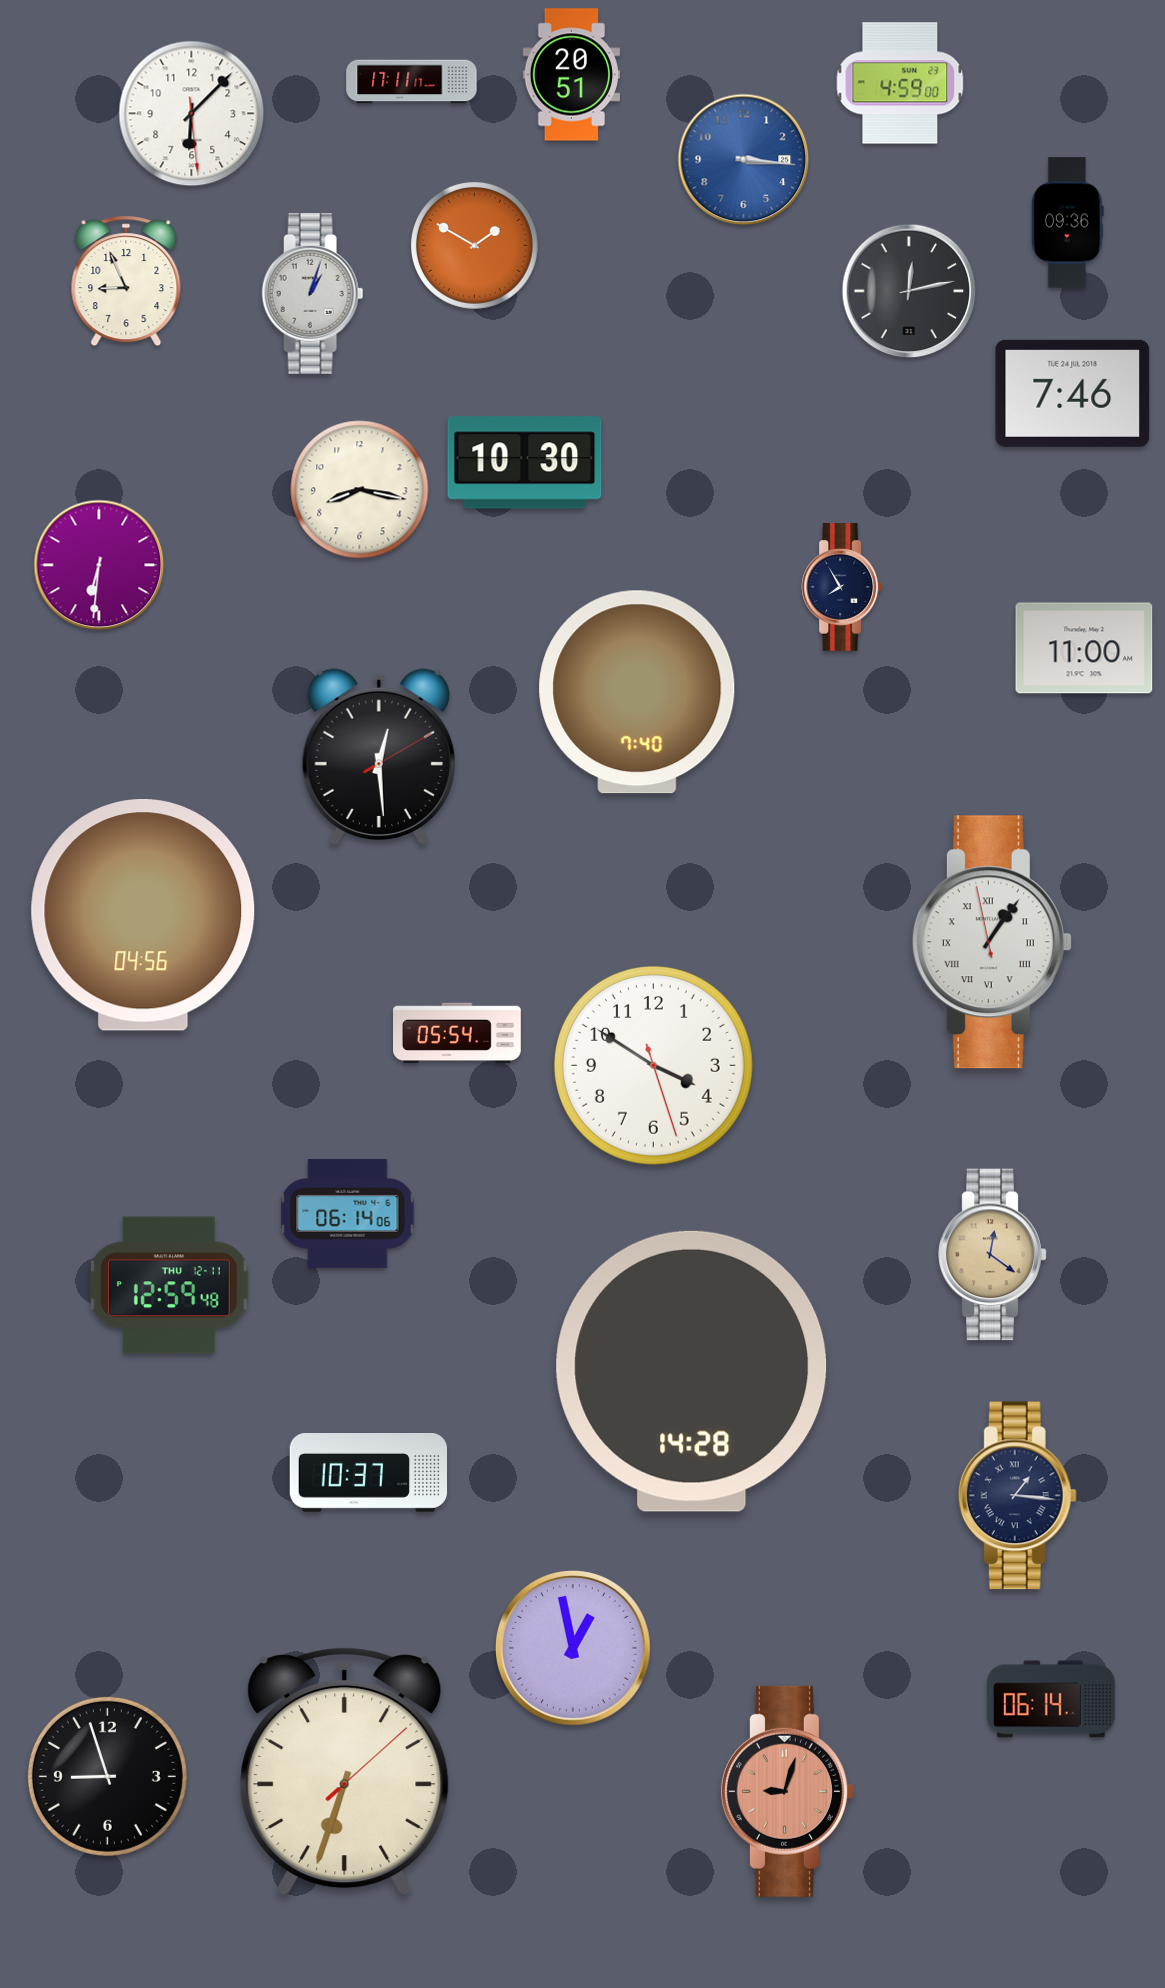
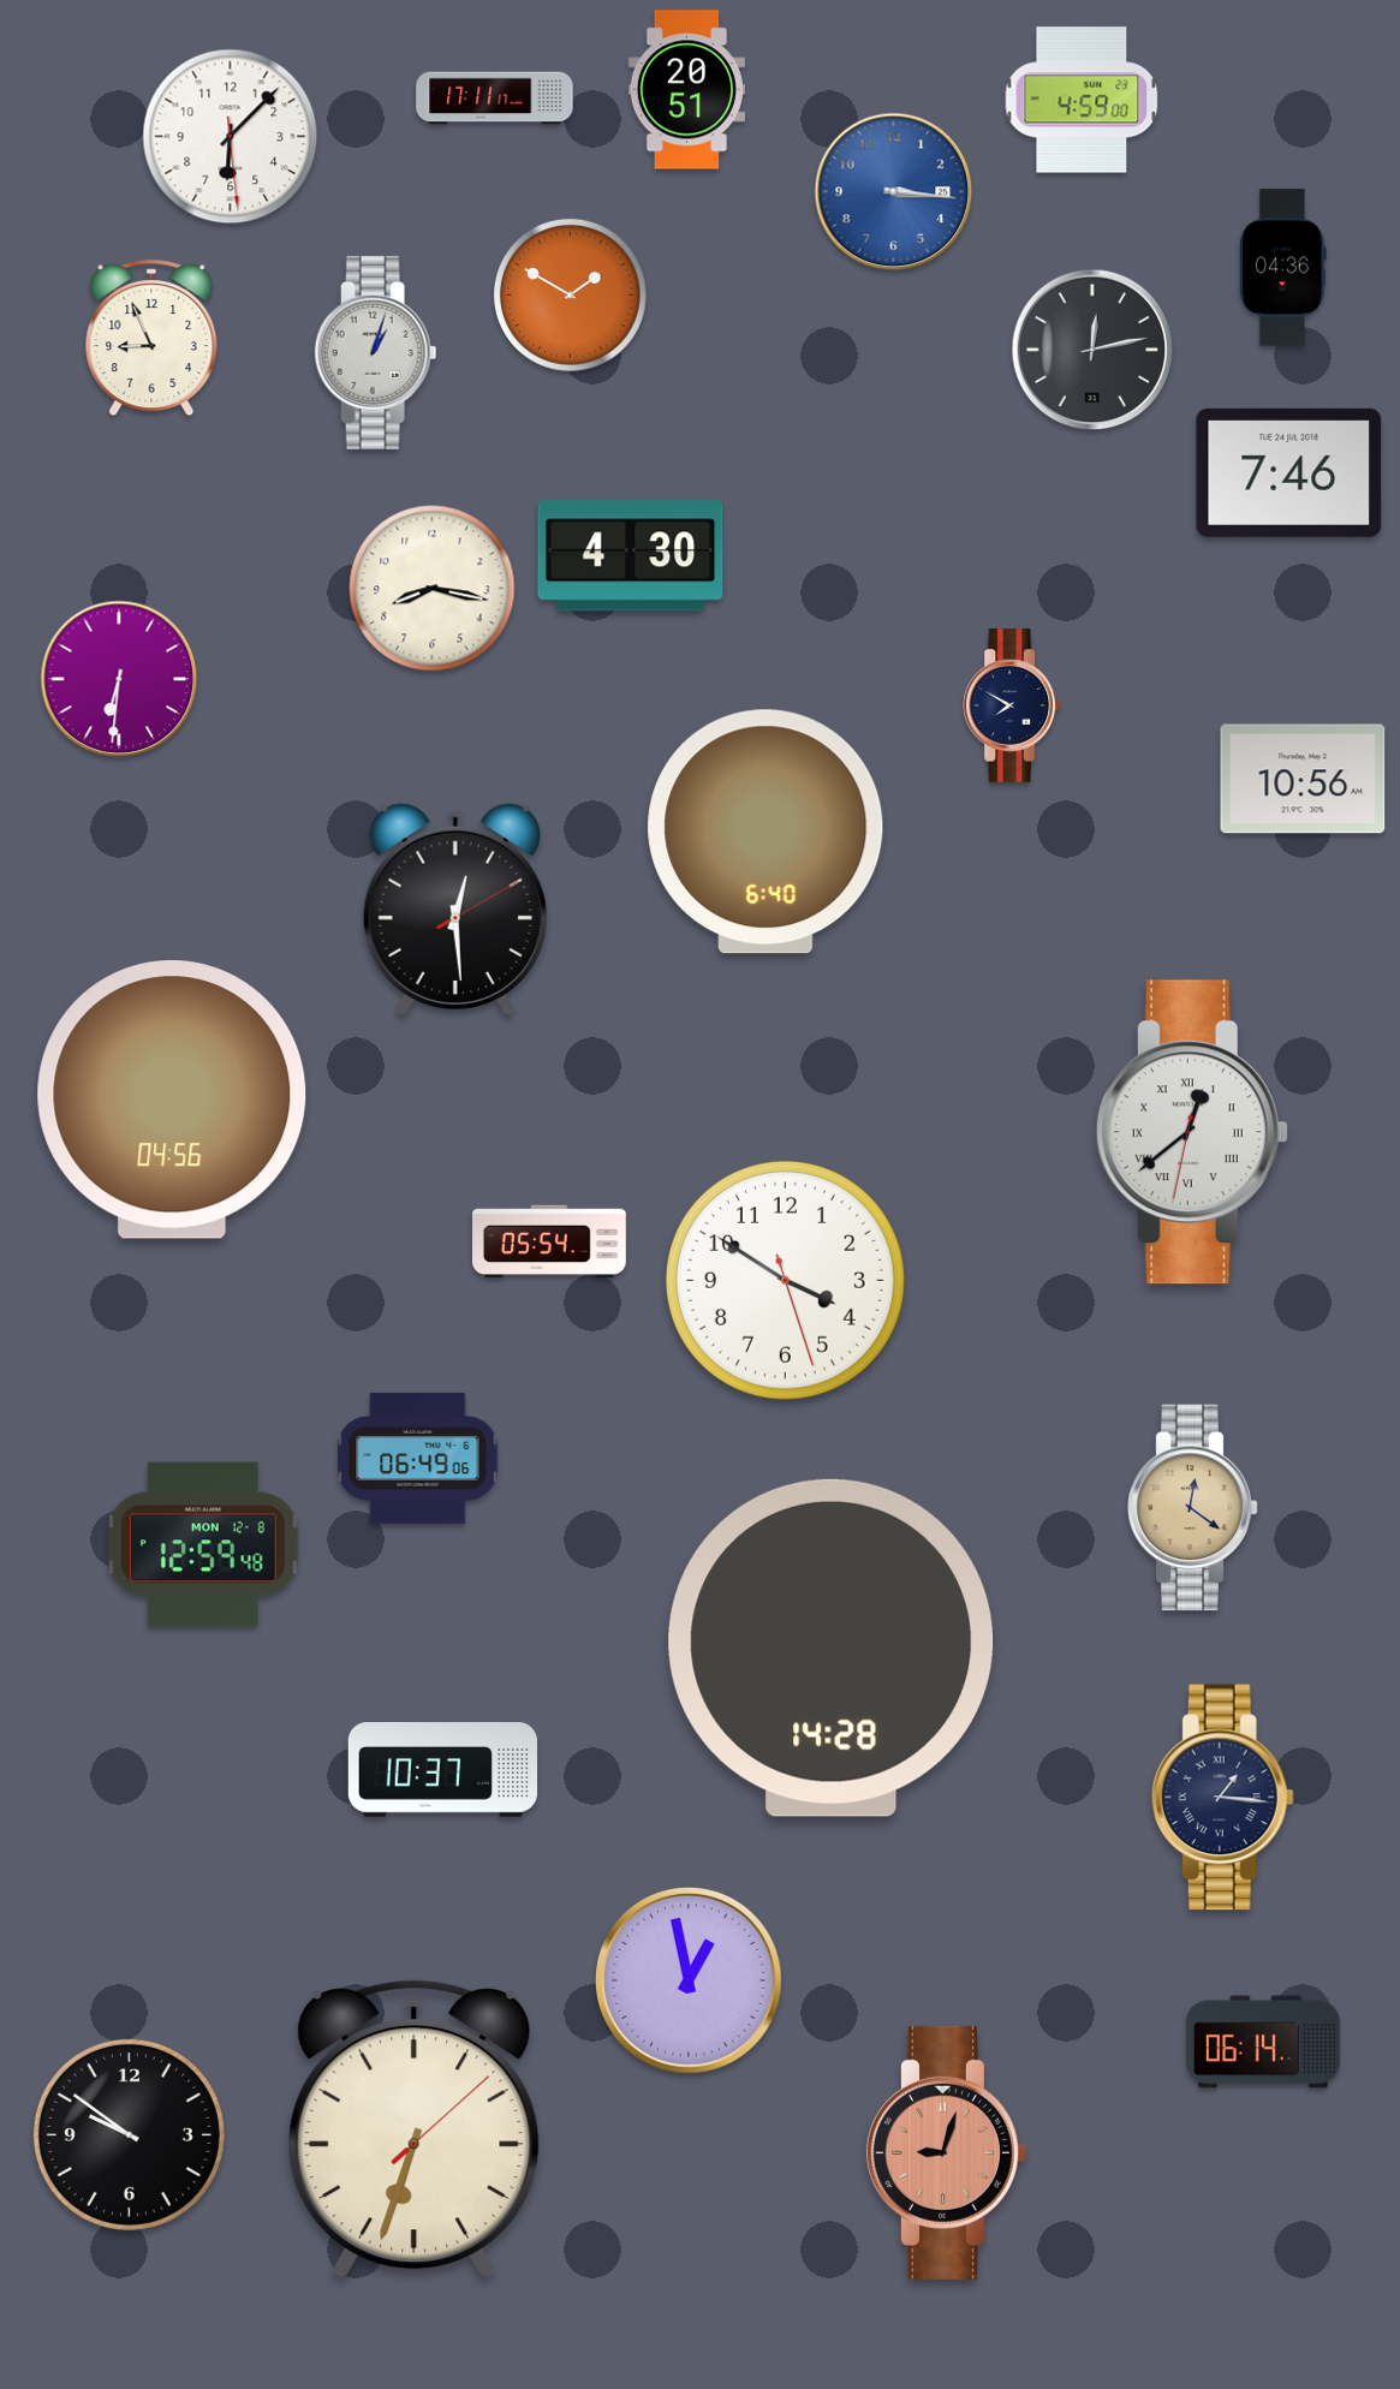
clock at (1068, 223): 09:36 -> 04:36
clock at (525, 463): 10:30 -> 4:30
clock at (842, 588): 7:55 -> 7:50
clock at (1084, 648): 11:00 -> 10:56
clock at (637, 692): 7:40 -> 6:40
clock at (992, 942): 1:05 -> 12:38
clock at (348, 1213): 06:14 -> 06:49
clock at (169, 1285) date: THU 12-11 -> MON 12-8
clock at (107, 1776): 8:57 -> 9:51
